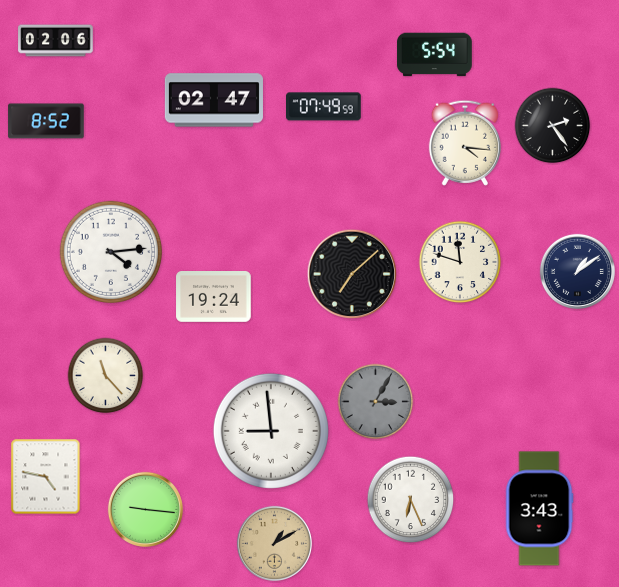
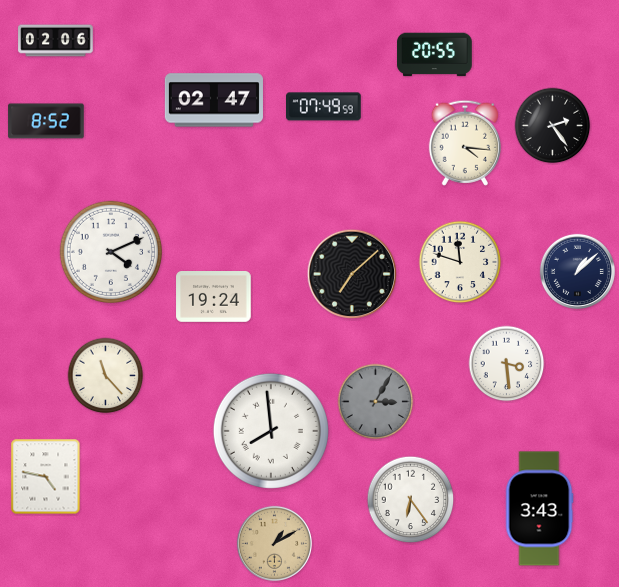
clock at (435, 55): 5:54 -> 20:55
clock at (111, 252): 4:14 -> 4:11
clock at (577, 271): 1:09 -> 1:08
clock at (507, 364): none -> 3:29
clock at (271, 431): 8:59 -> 7:59
clock at (411, 500): 6:26 -> 6:24
clock at (145, 509): 9:16 -> none
